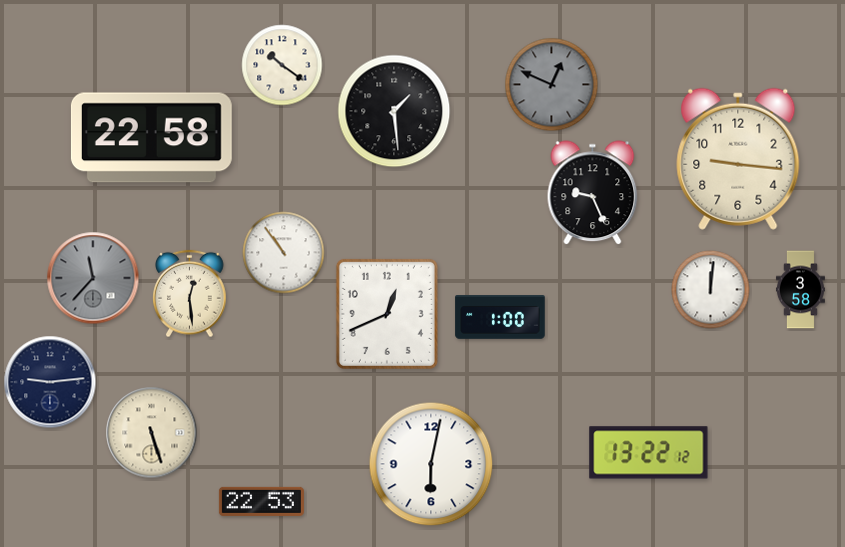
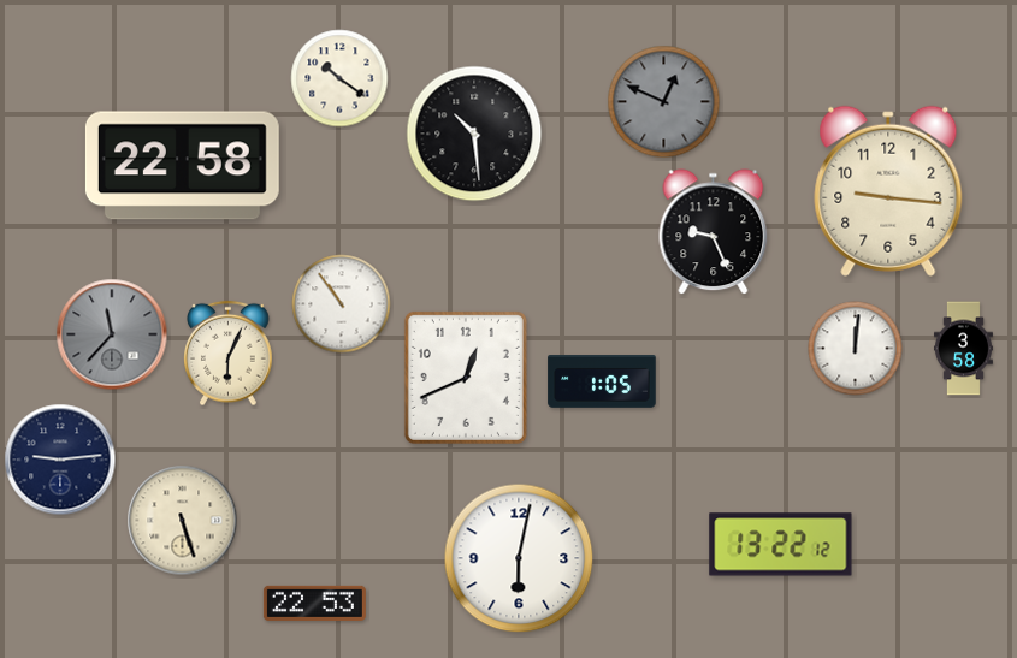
clock at (394, 111): 1:29 -> 10:29
clock at (190, 294): 12:29 -> 6:04
clock at (500, 317): 1:00 -> 1:05
